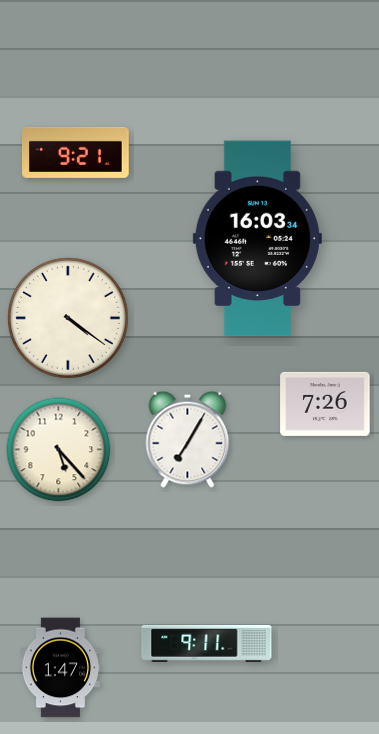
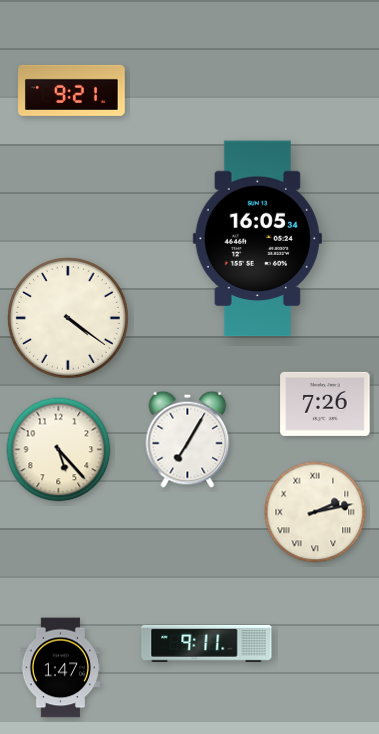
clock at (76, 152) position: (76, 152) -> (72, 90)
clock at (257, 239): 16:03 -> 16:05
clock at (315, 512): none -> 2:13
